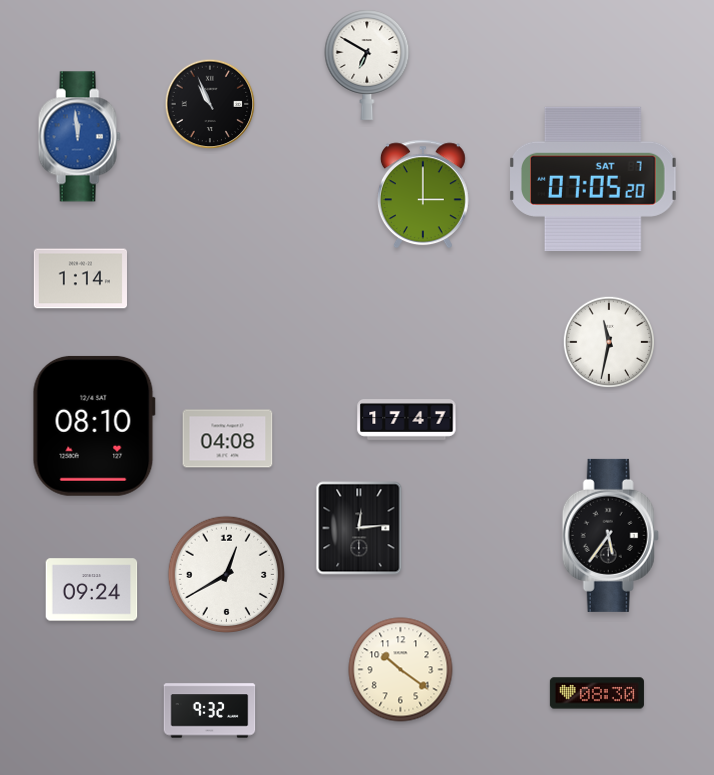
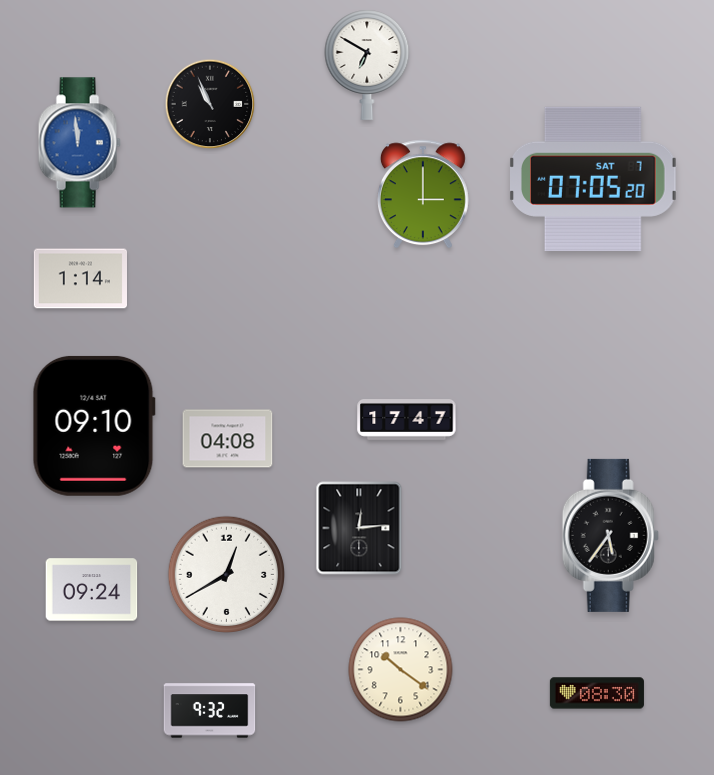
clock at (79, 137) position: (79, 137) -> (79, 143)
clock at (608, 341): 11:32 -> none
clock at (94, 426): 08:10 -> 09:10
